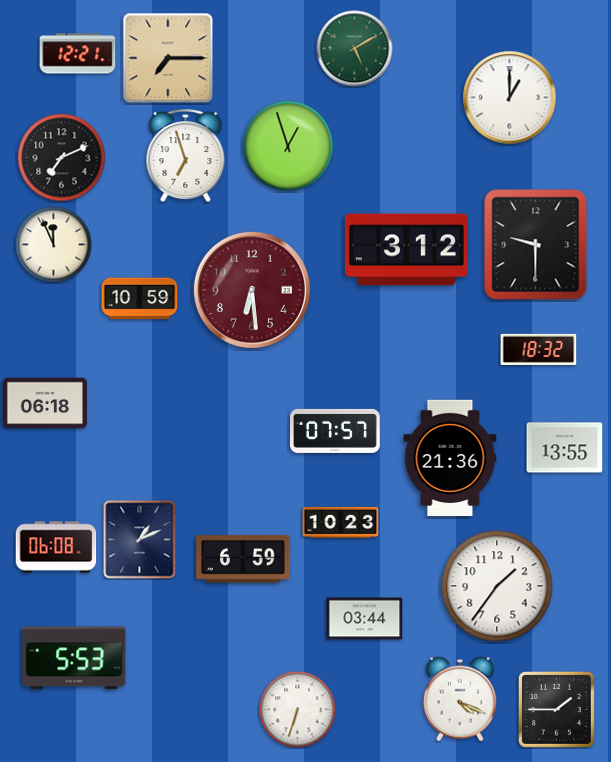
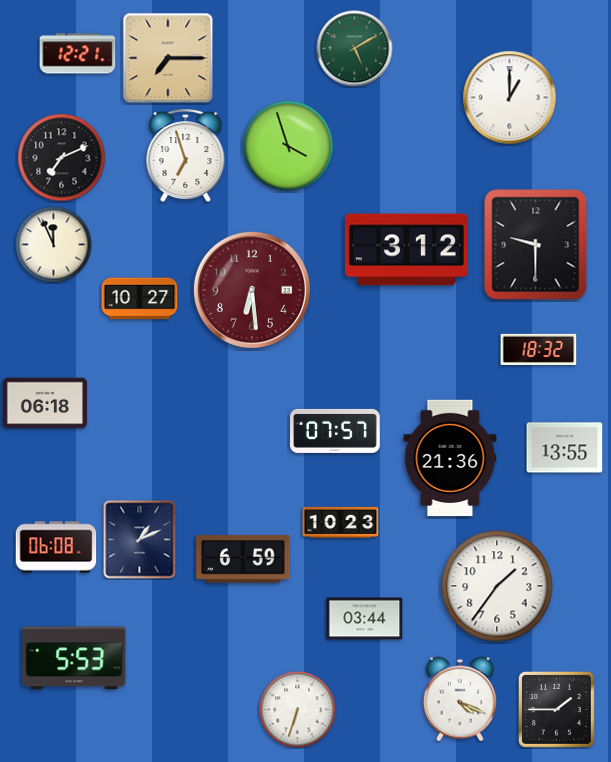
clock at (288, 146): 12:57 -> 3:57
clock at (140, 299): 10:59 -> 10:27
